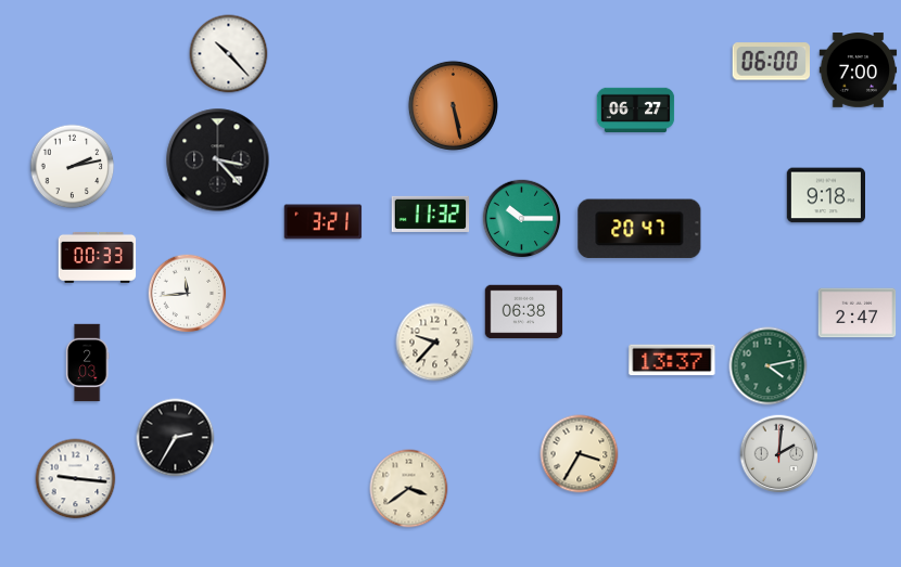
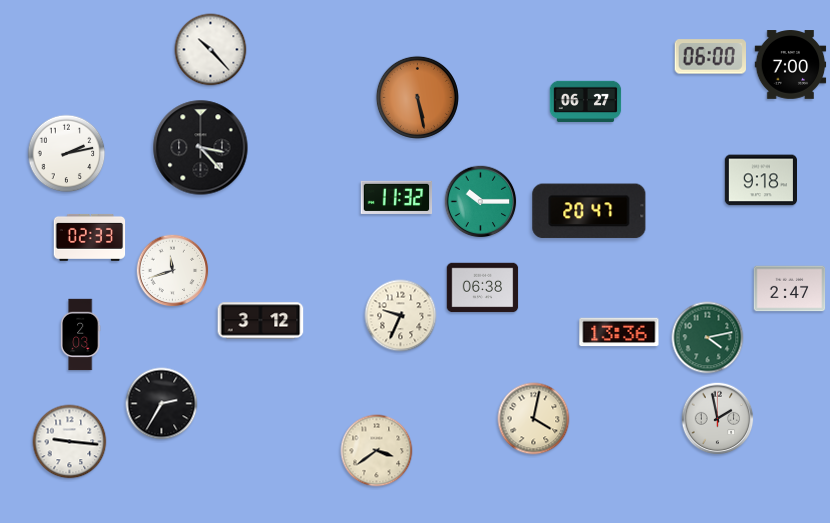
clock at (323, 222): 3:21 -> none
clock at (98, 257): 00:33 -> 02:33
clock at (188, 294): 11:44 -> 11:42
clock at (435, 343): 9:37 -> 9:34
clock at (261, 321): none -> 3:12
clock at (672, 360): 13:37 -> 13:36
clock at (580, 454): 3:35 -> 4:02
clock at (779, 454): 2:01 -> 1:58
